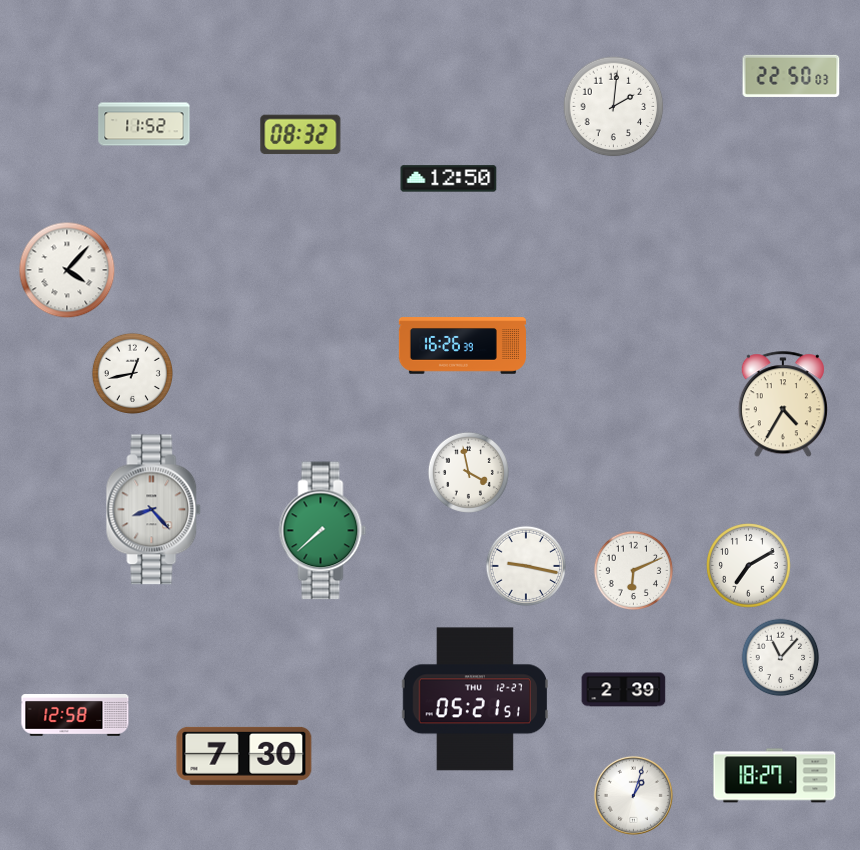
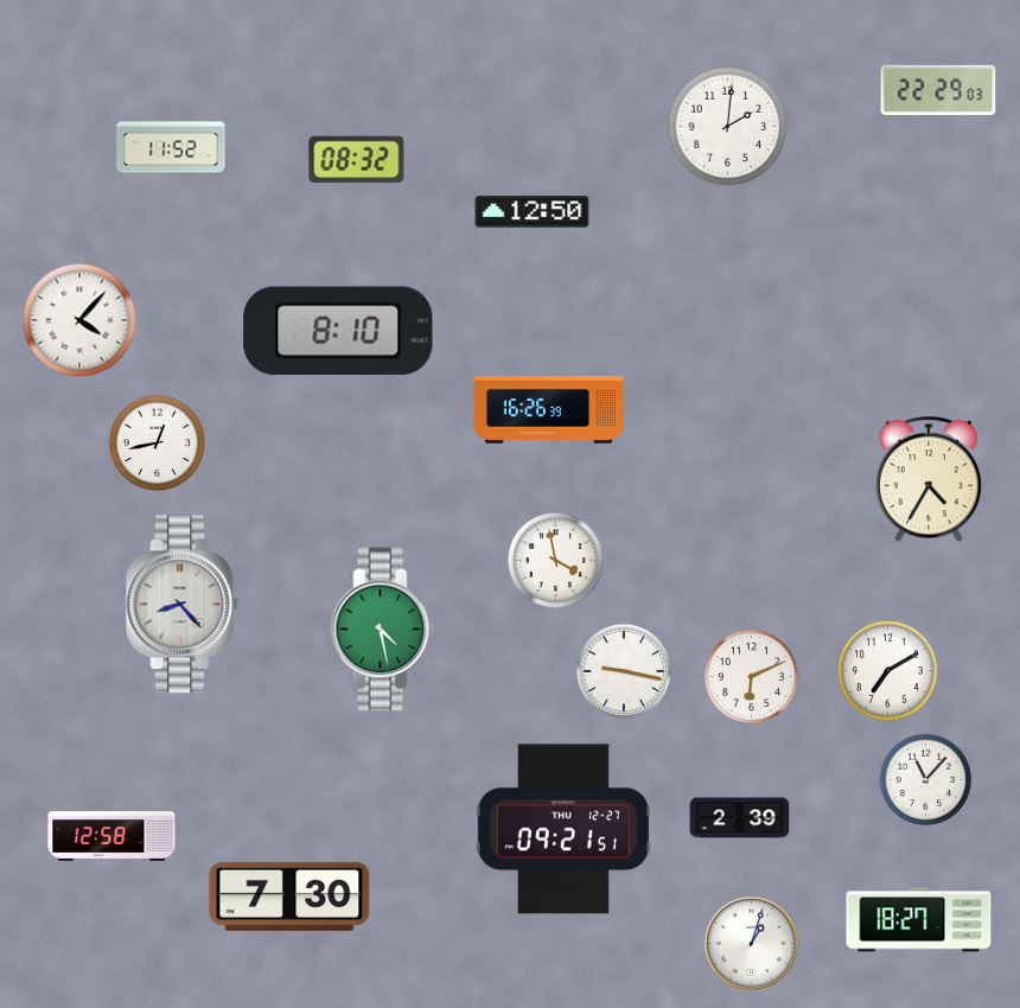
clock at (791, 76): 22:50 -> 22:29
clock at (338, 331): none -> 8:10
clock at (323, 531): 7:38 -> 4:28
clock at (474, 699): 05:21 -> 09:21
clock at (75, 715) position: (75, 715) -> (111, 836)
